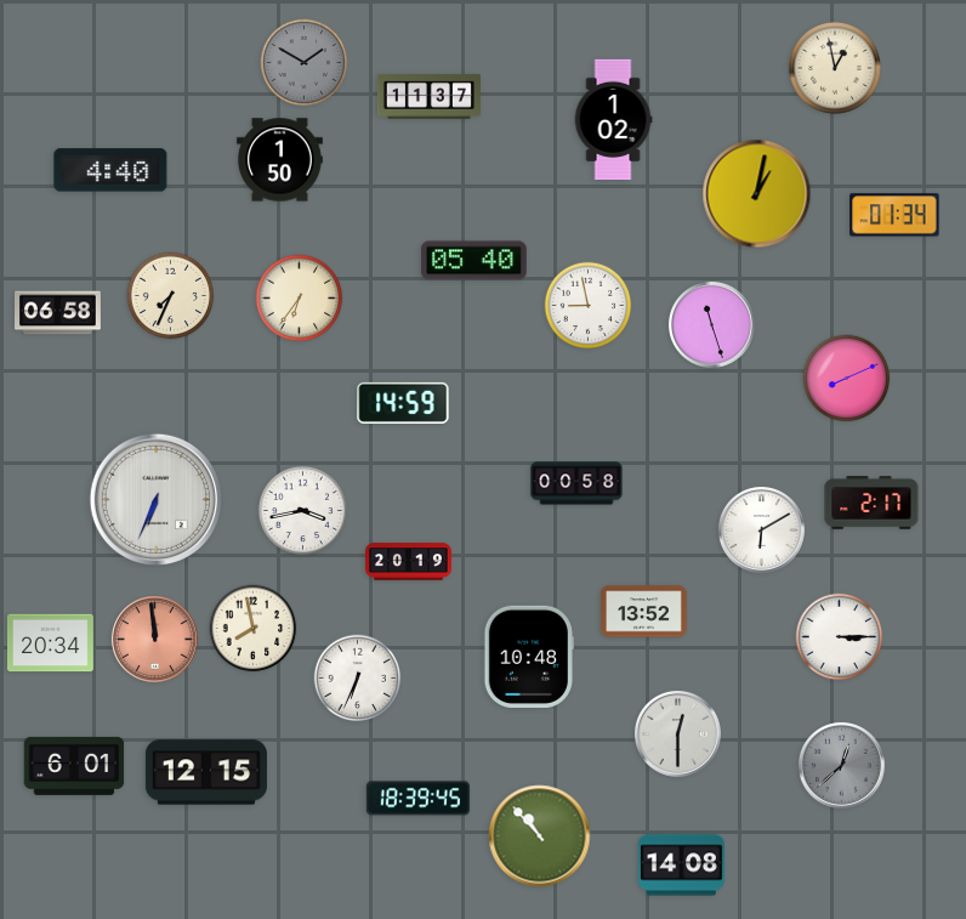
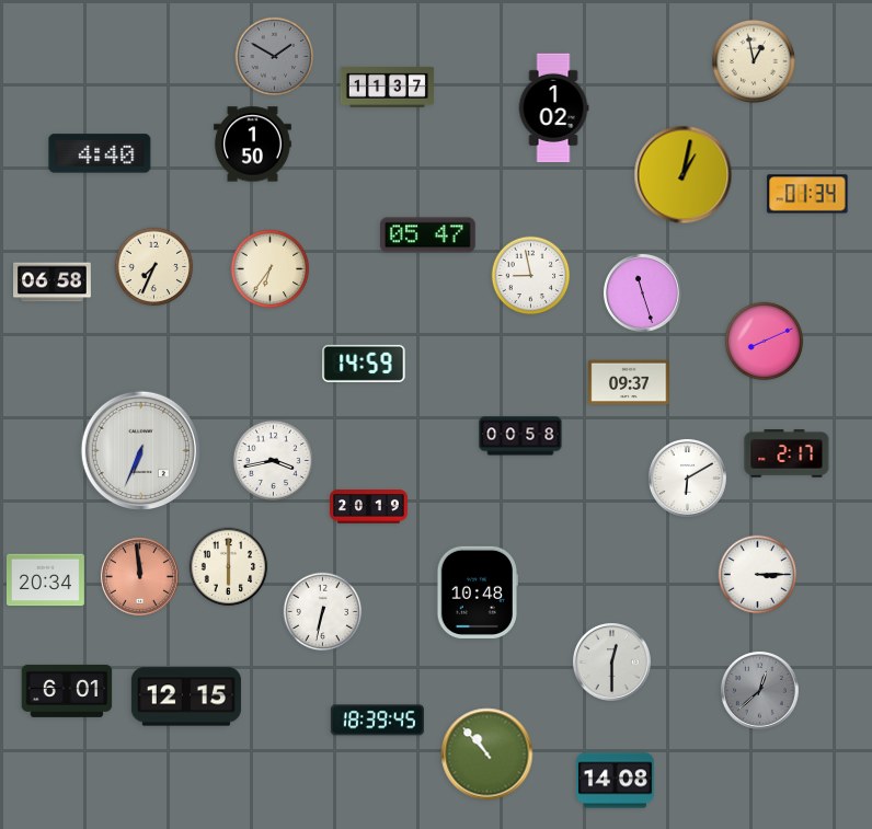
clock at (473, 261): 05:40 -> 05:47
clock at (629, 382): none -> 09:37
clock at (644, 612): 13:52 -> none
clock at (254, 629): 7:58 -> 6:00
clock at (358, 679): 6:34 -> 6:32
